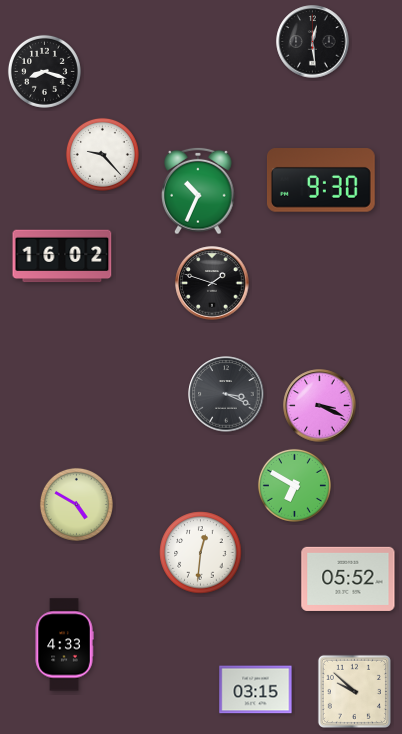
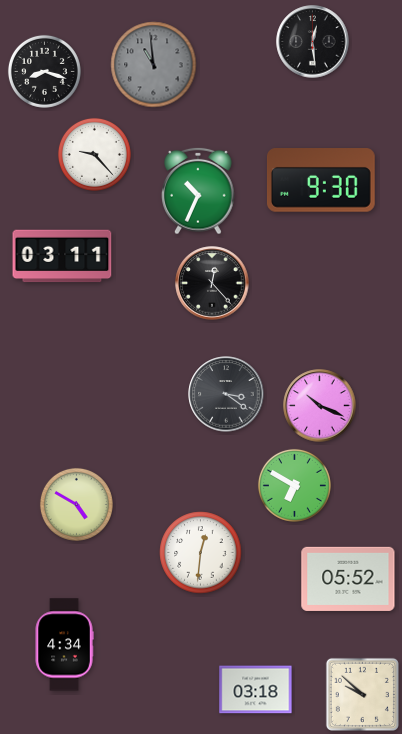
clock at (154, 65): none -> 10:59
clock at (102, 154) position: (102, 154) -> (94, 154)
clock at (62, 256): 16:02 -> 03:11
clock at (212, 283): 1:48 -> 12:23
clock at (226, 394): 3:19 -> 3:21
clock at (320, 406): 3:19 -> 10:19
clock at (64, 645): 4:33 -> 4:34
clock at (256, 690): 03:15 -> 03:18
clock at (354, 691) position: (354, 691) -> (362, 694)
